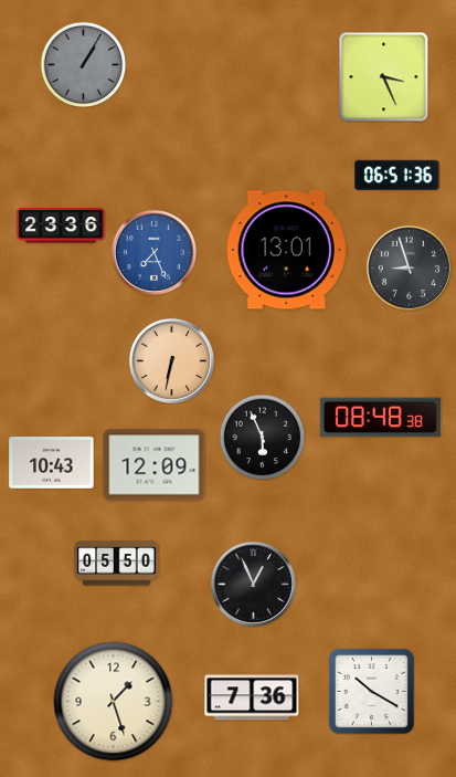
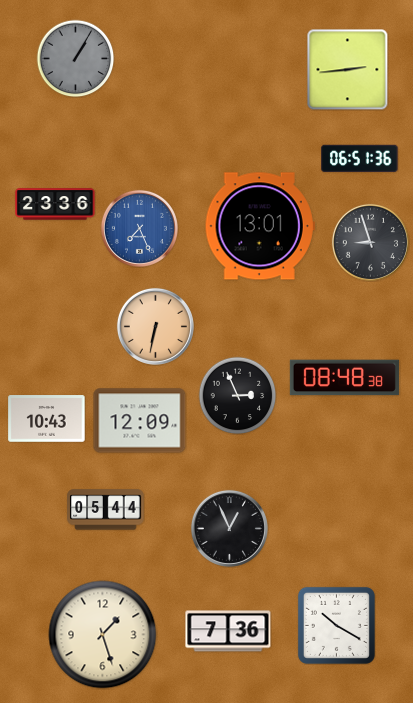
clock at (383, 76): 3:26 -> 2:44
clock at (262, 437): 5:56 -> 2:56
clock at (117, 564): 05:50 -> 05:44
